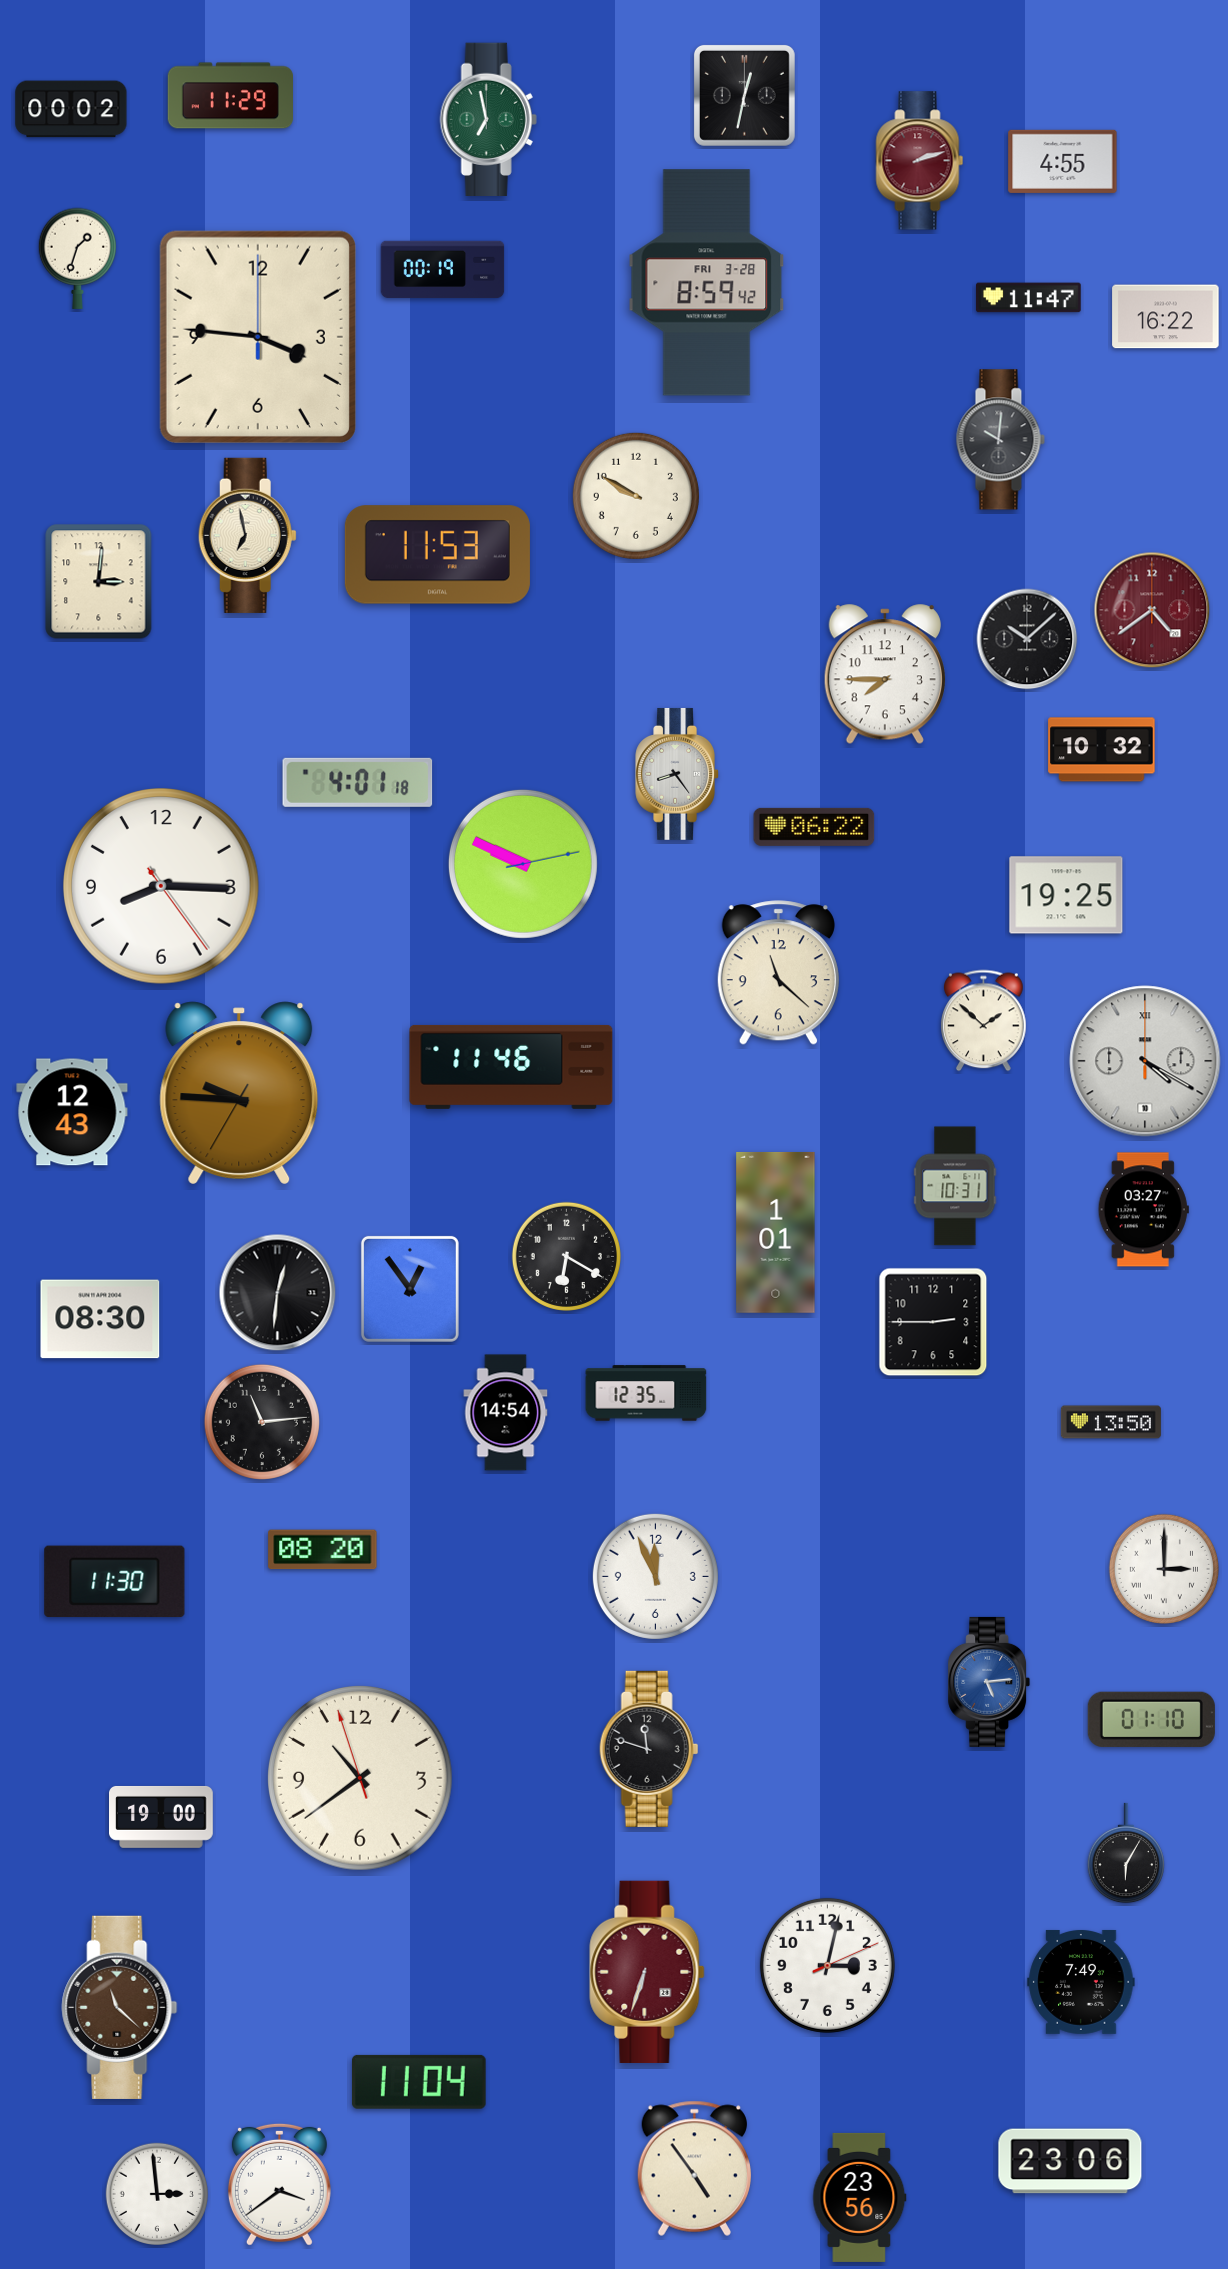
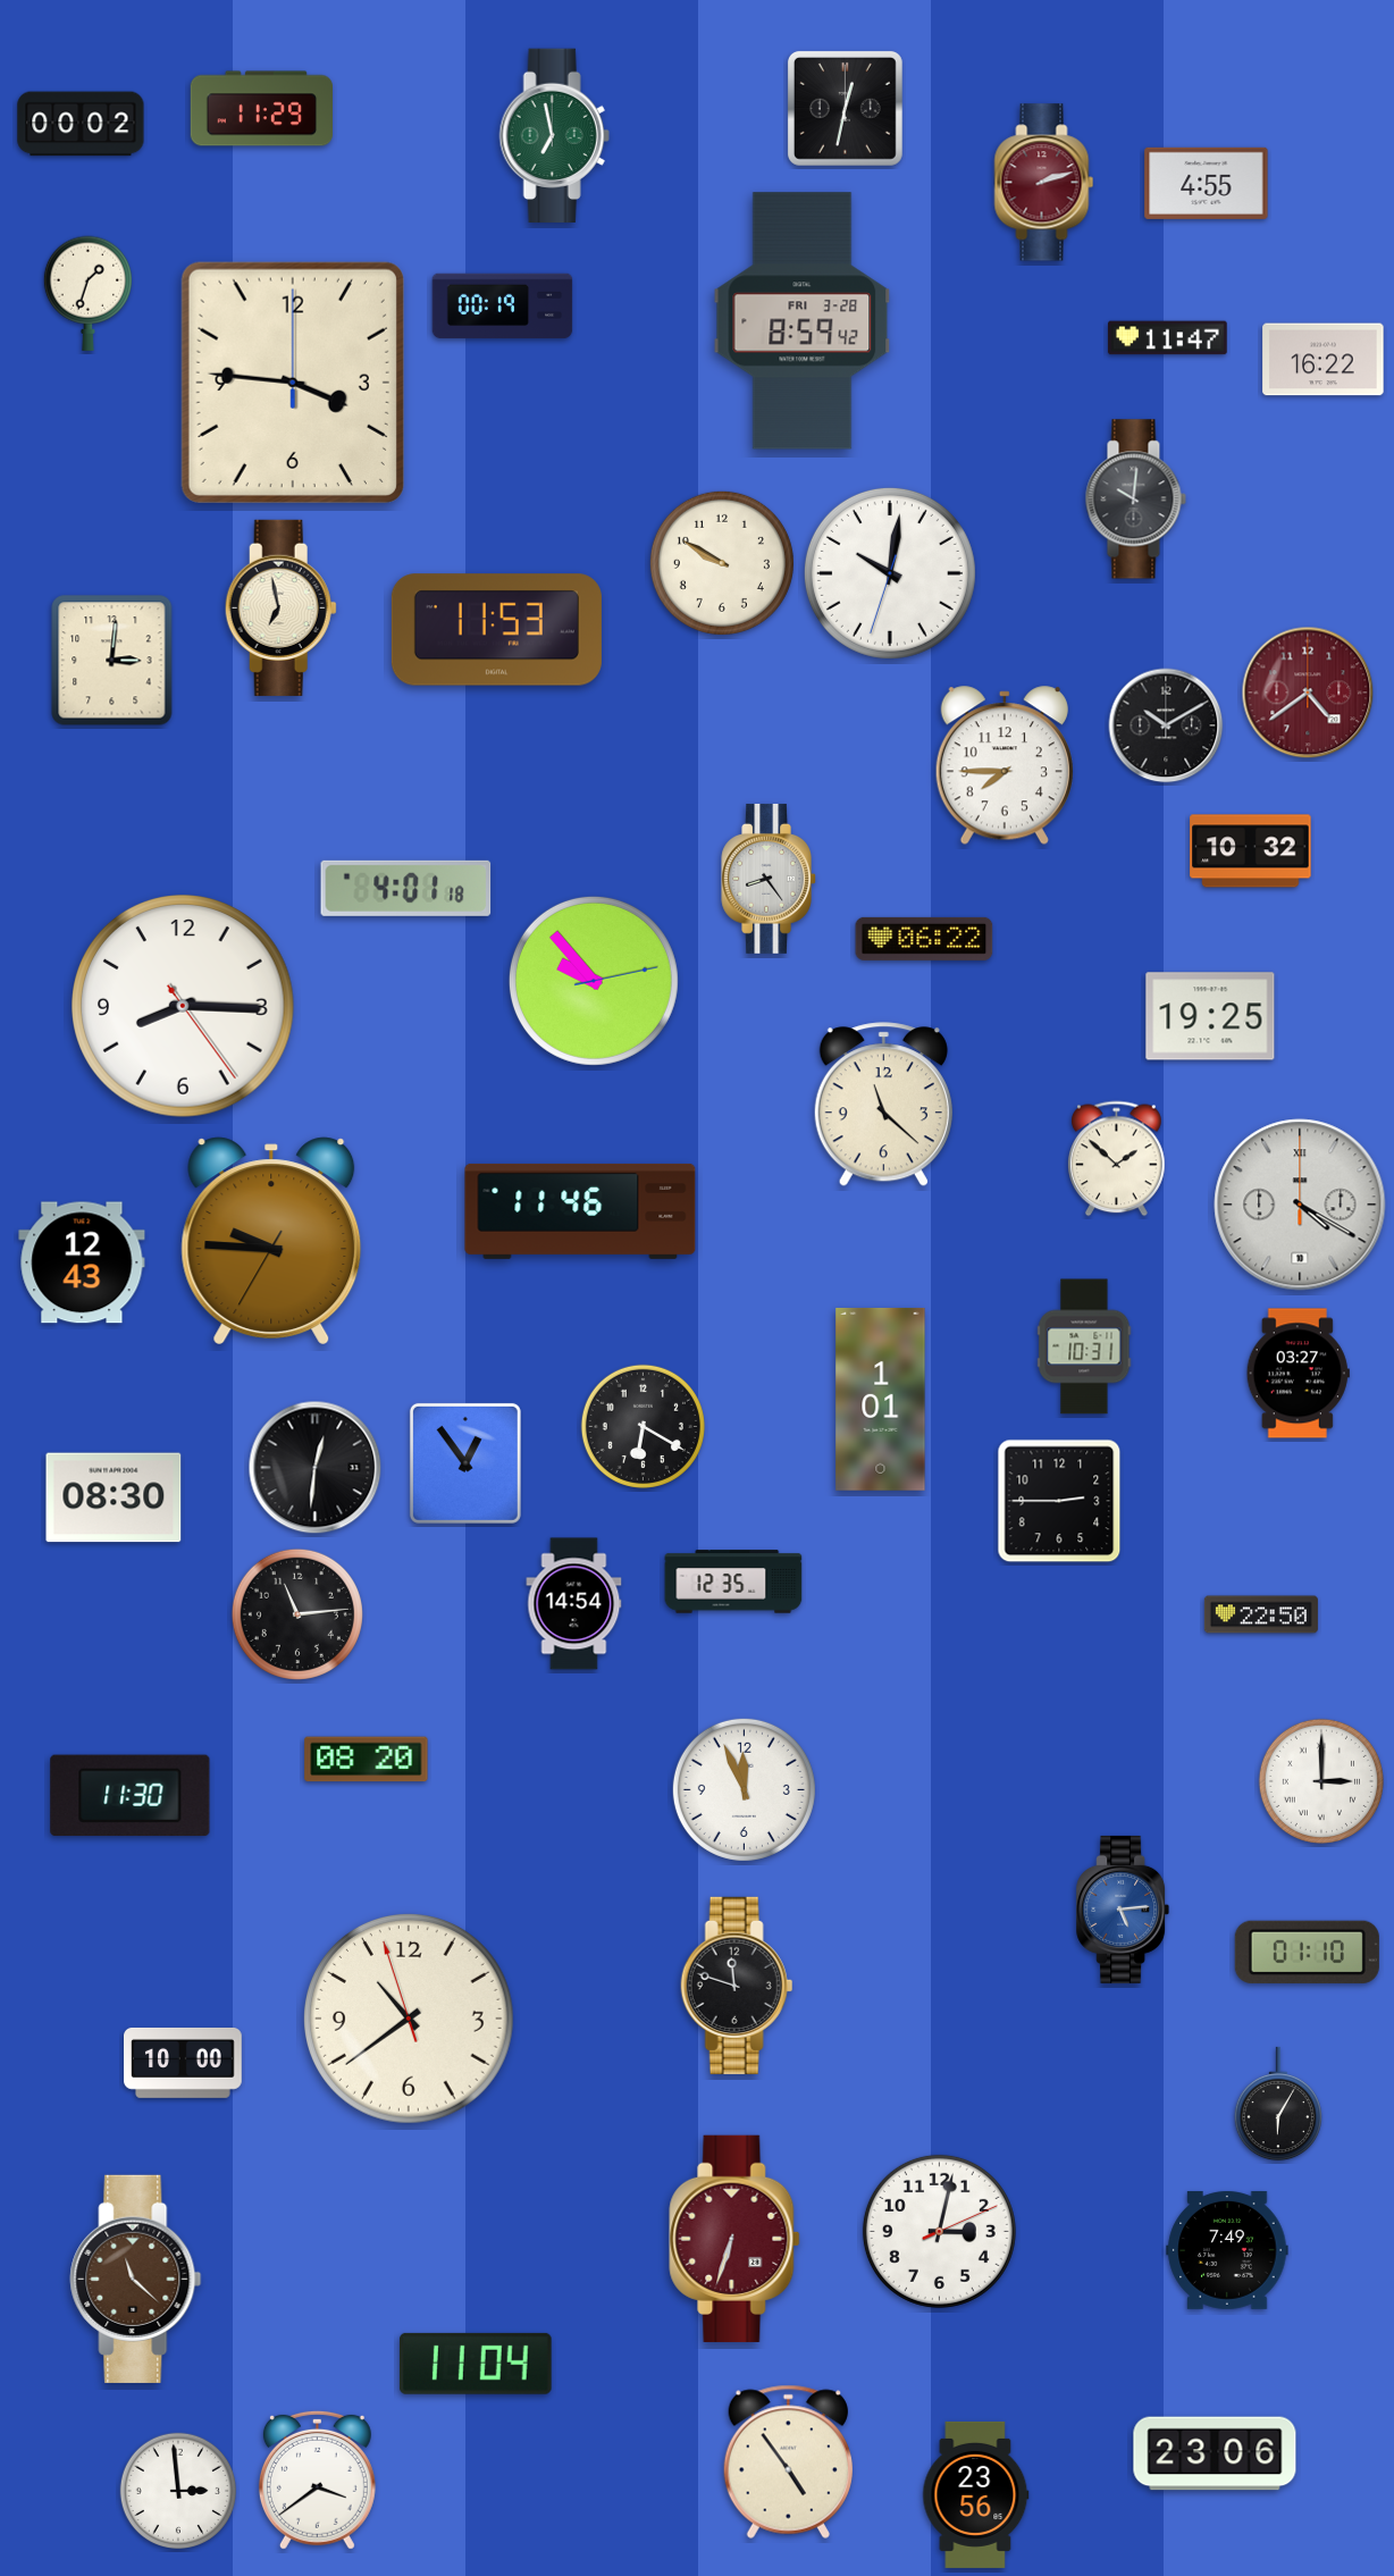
clock at (890, 573): none -> 10:01
clock at (1027, 639): 10:08 -> 10:10
clock at (523, 864): 9:49 -> 9:53
clock at (1111, 1422): 13:50 -> 22:50
clock at (162, 1817): 19:00 -> 10:00
